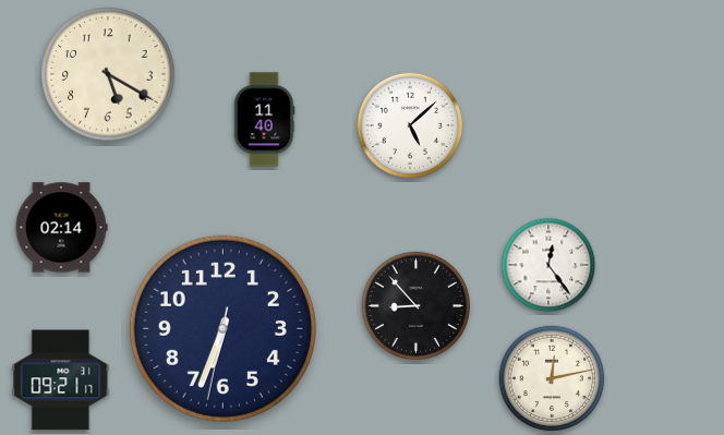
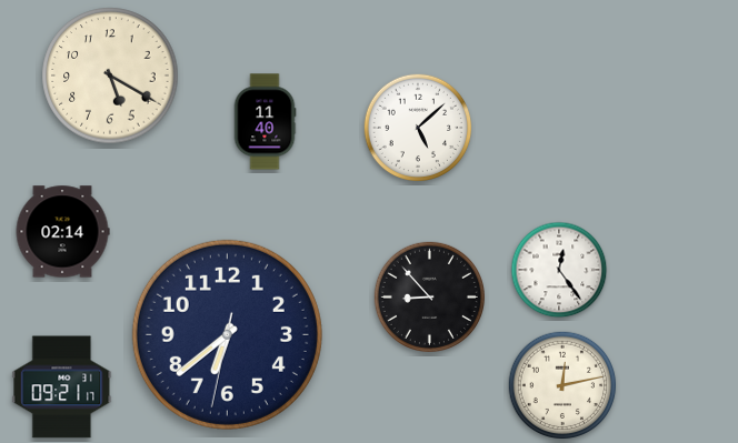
clock at (264, 120) position: (264, 120) -> (265, 122)
clock at (415, 305) position: (415, 305) -> (429, 296)
clock at (222, 328): 6:33 -> 6:38
